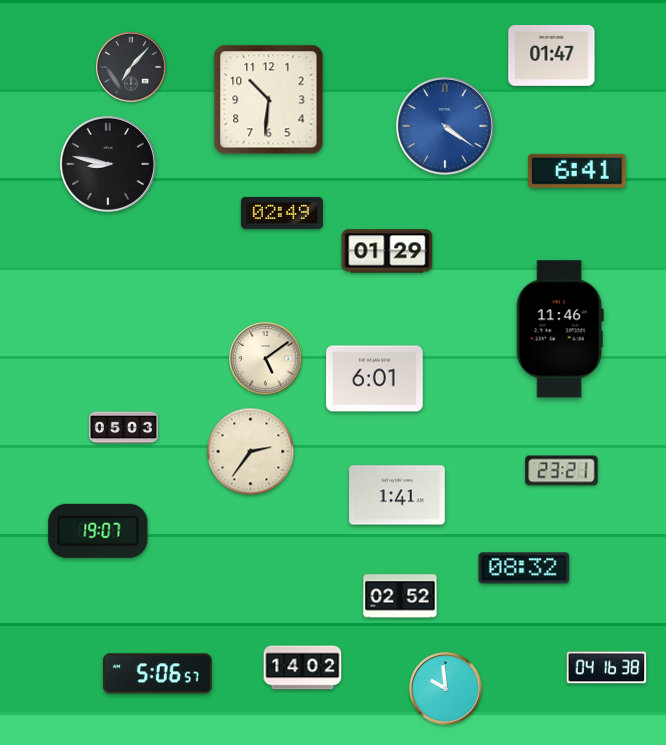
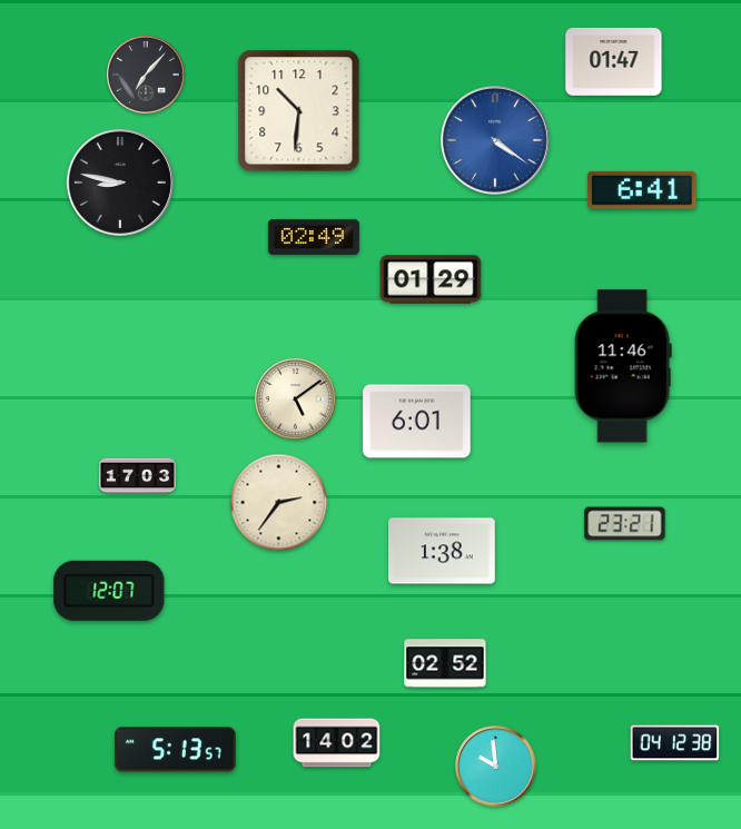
clock at (123, 428): 05:03 -> 17:03
clock at (398, 495): 1:41 -> 1:38
clock at (98, 531): 19:07 -> 12:07
clock at (524, 568): 08:32 -> none
clock at (607, 668): 04:16 -> 04:12
clock at (158, 674): 5:06 -> 5:13
